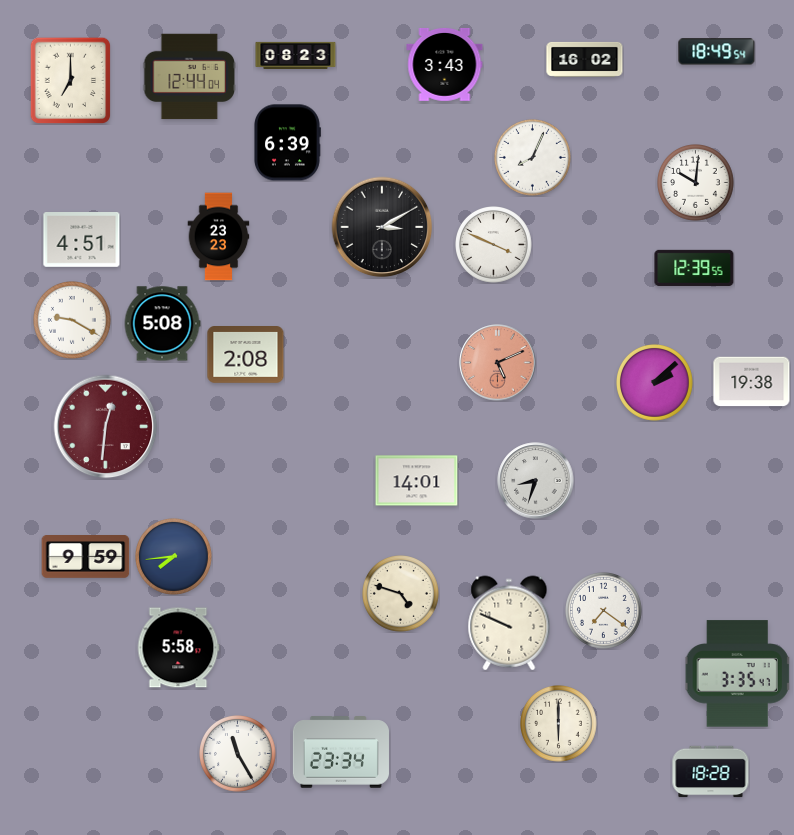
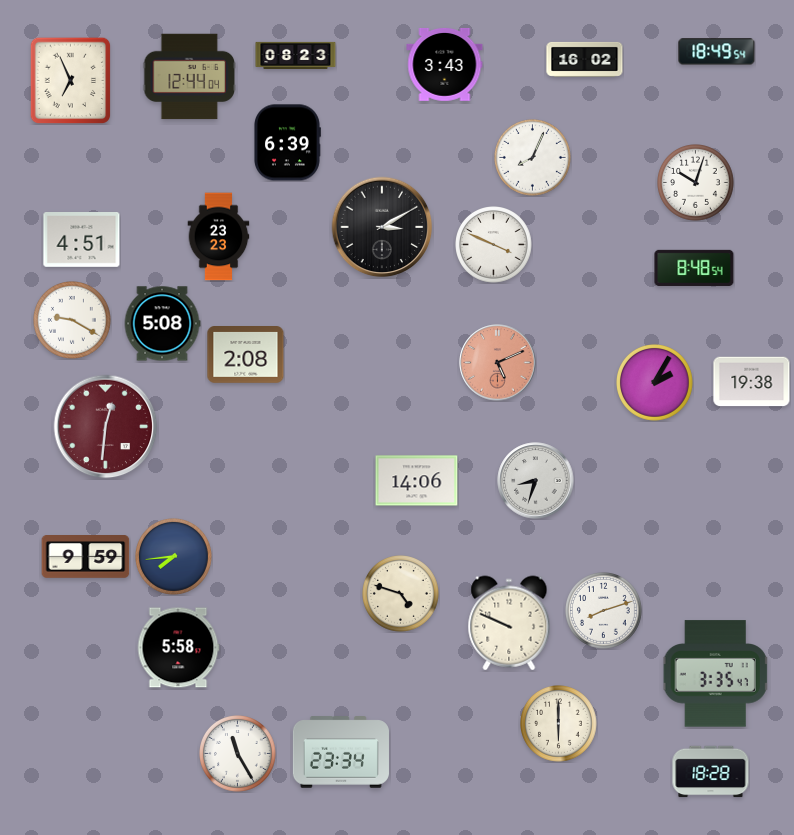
clock at (71, 80): 7:00 -> 6:56
clock at (696, 183): 10:01 -> 10:03
clock at (694, 268): 12:39 -> 8:48
clock at (655, 383): 2:08 -> 2:05
clock at (417, 481): 14:01 -> 14:06
clock at (604, 611): 7:21 -> 8:12
clock at (738, 674) position: (738, 674) -> (716, 674)
